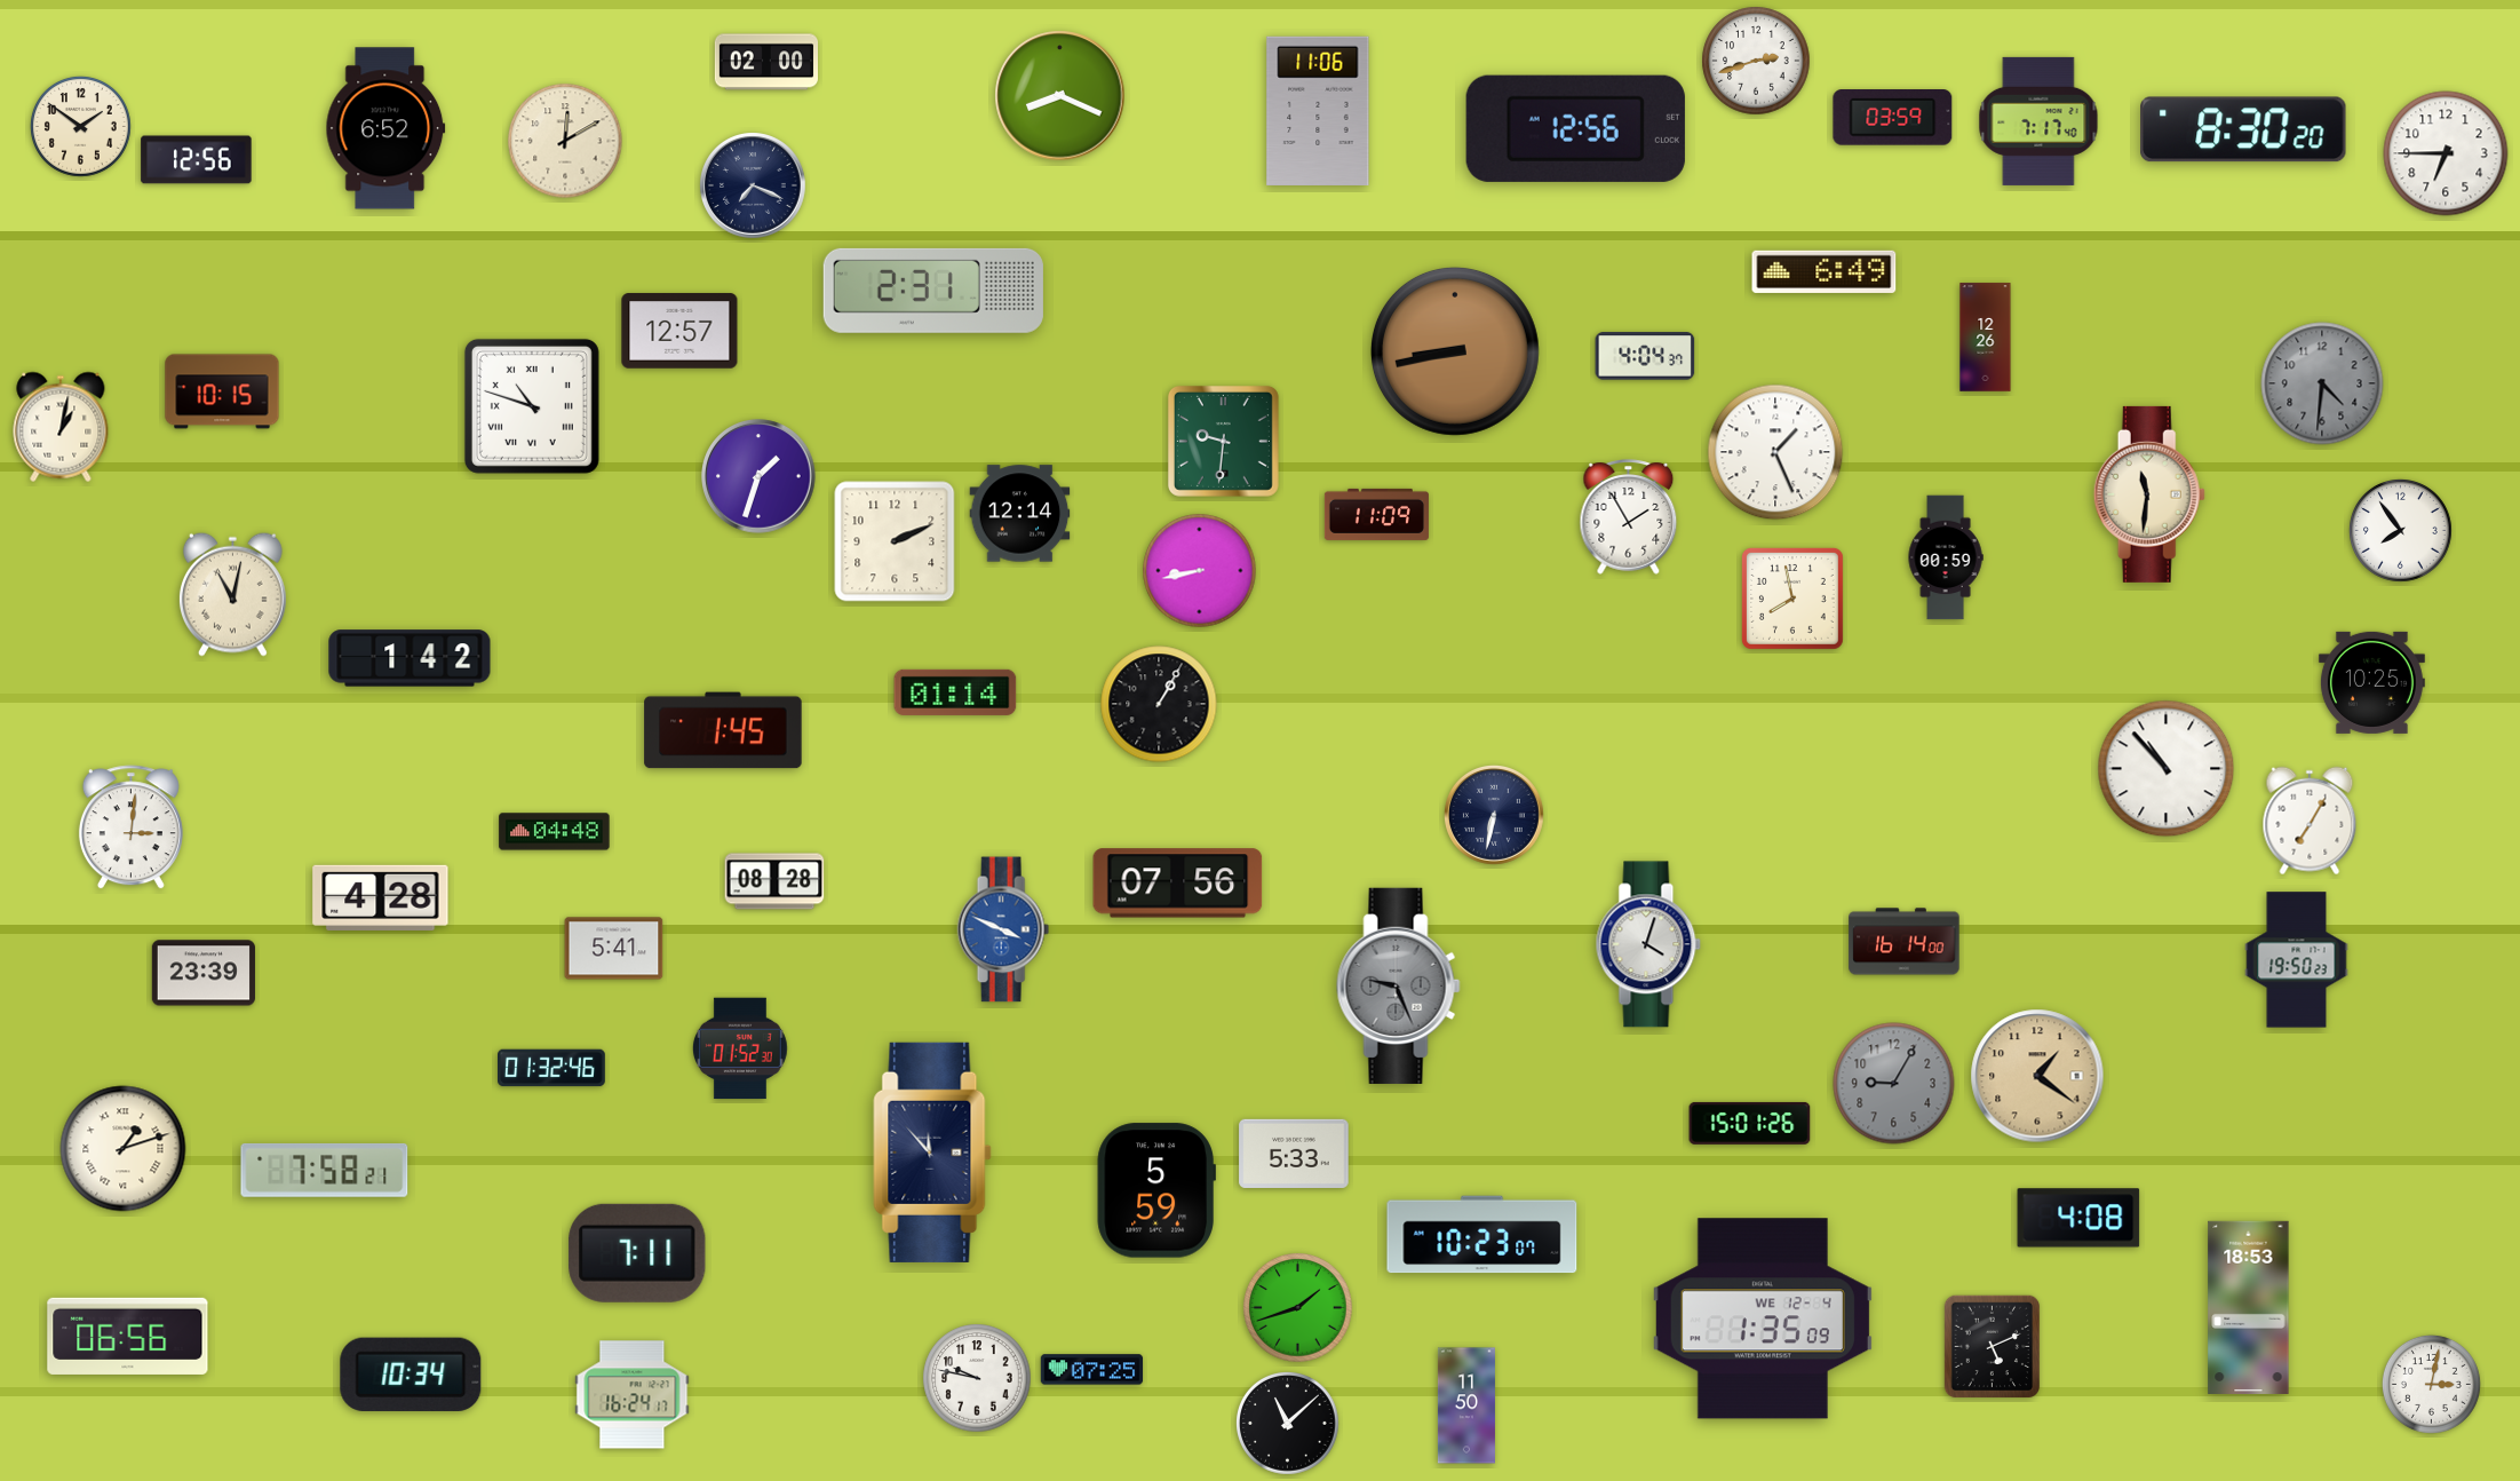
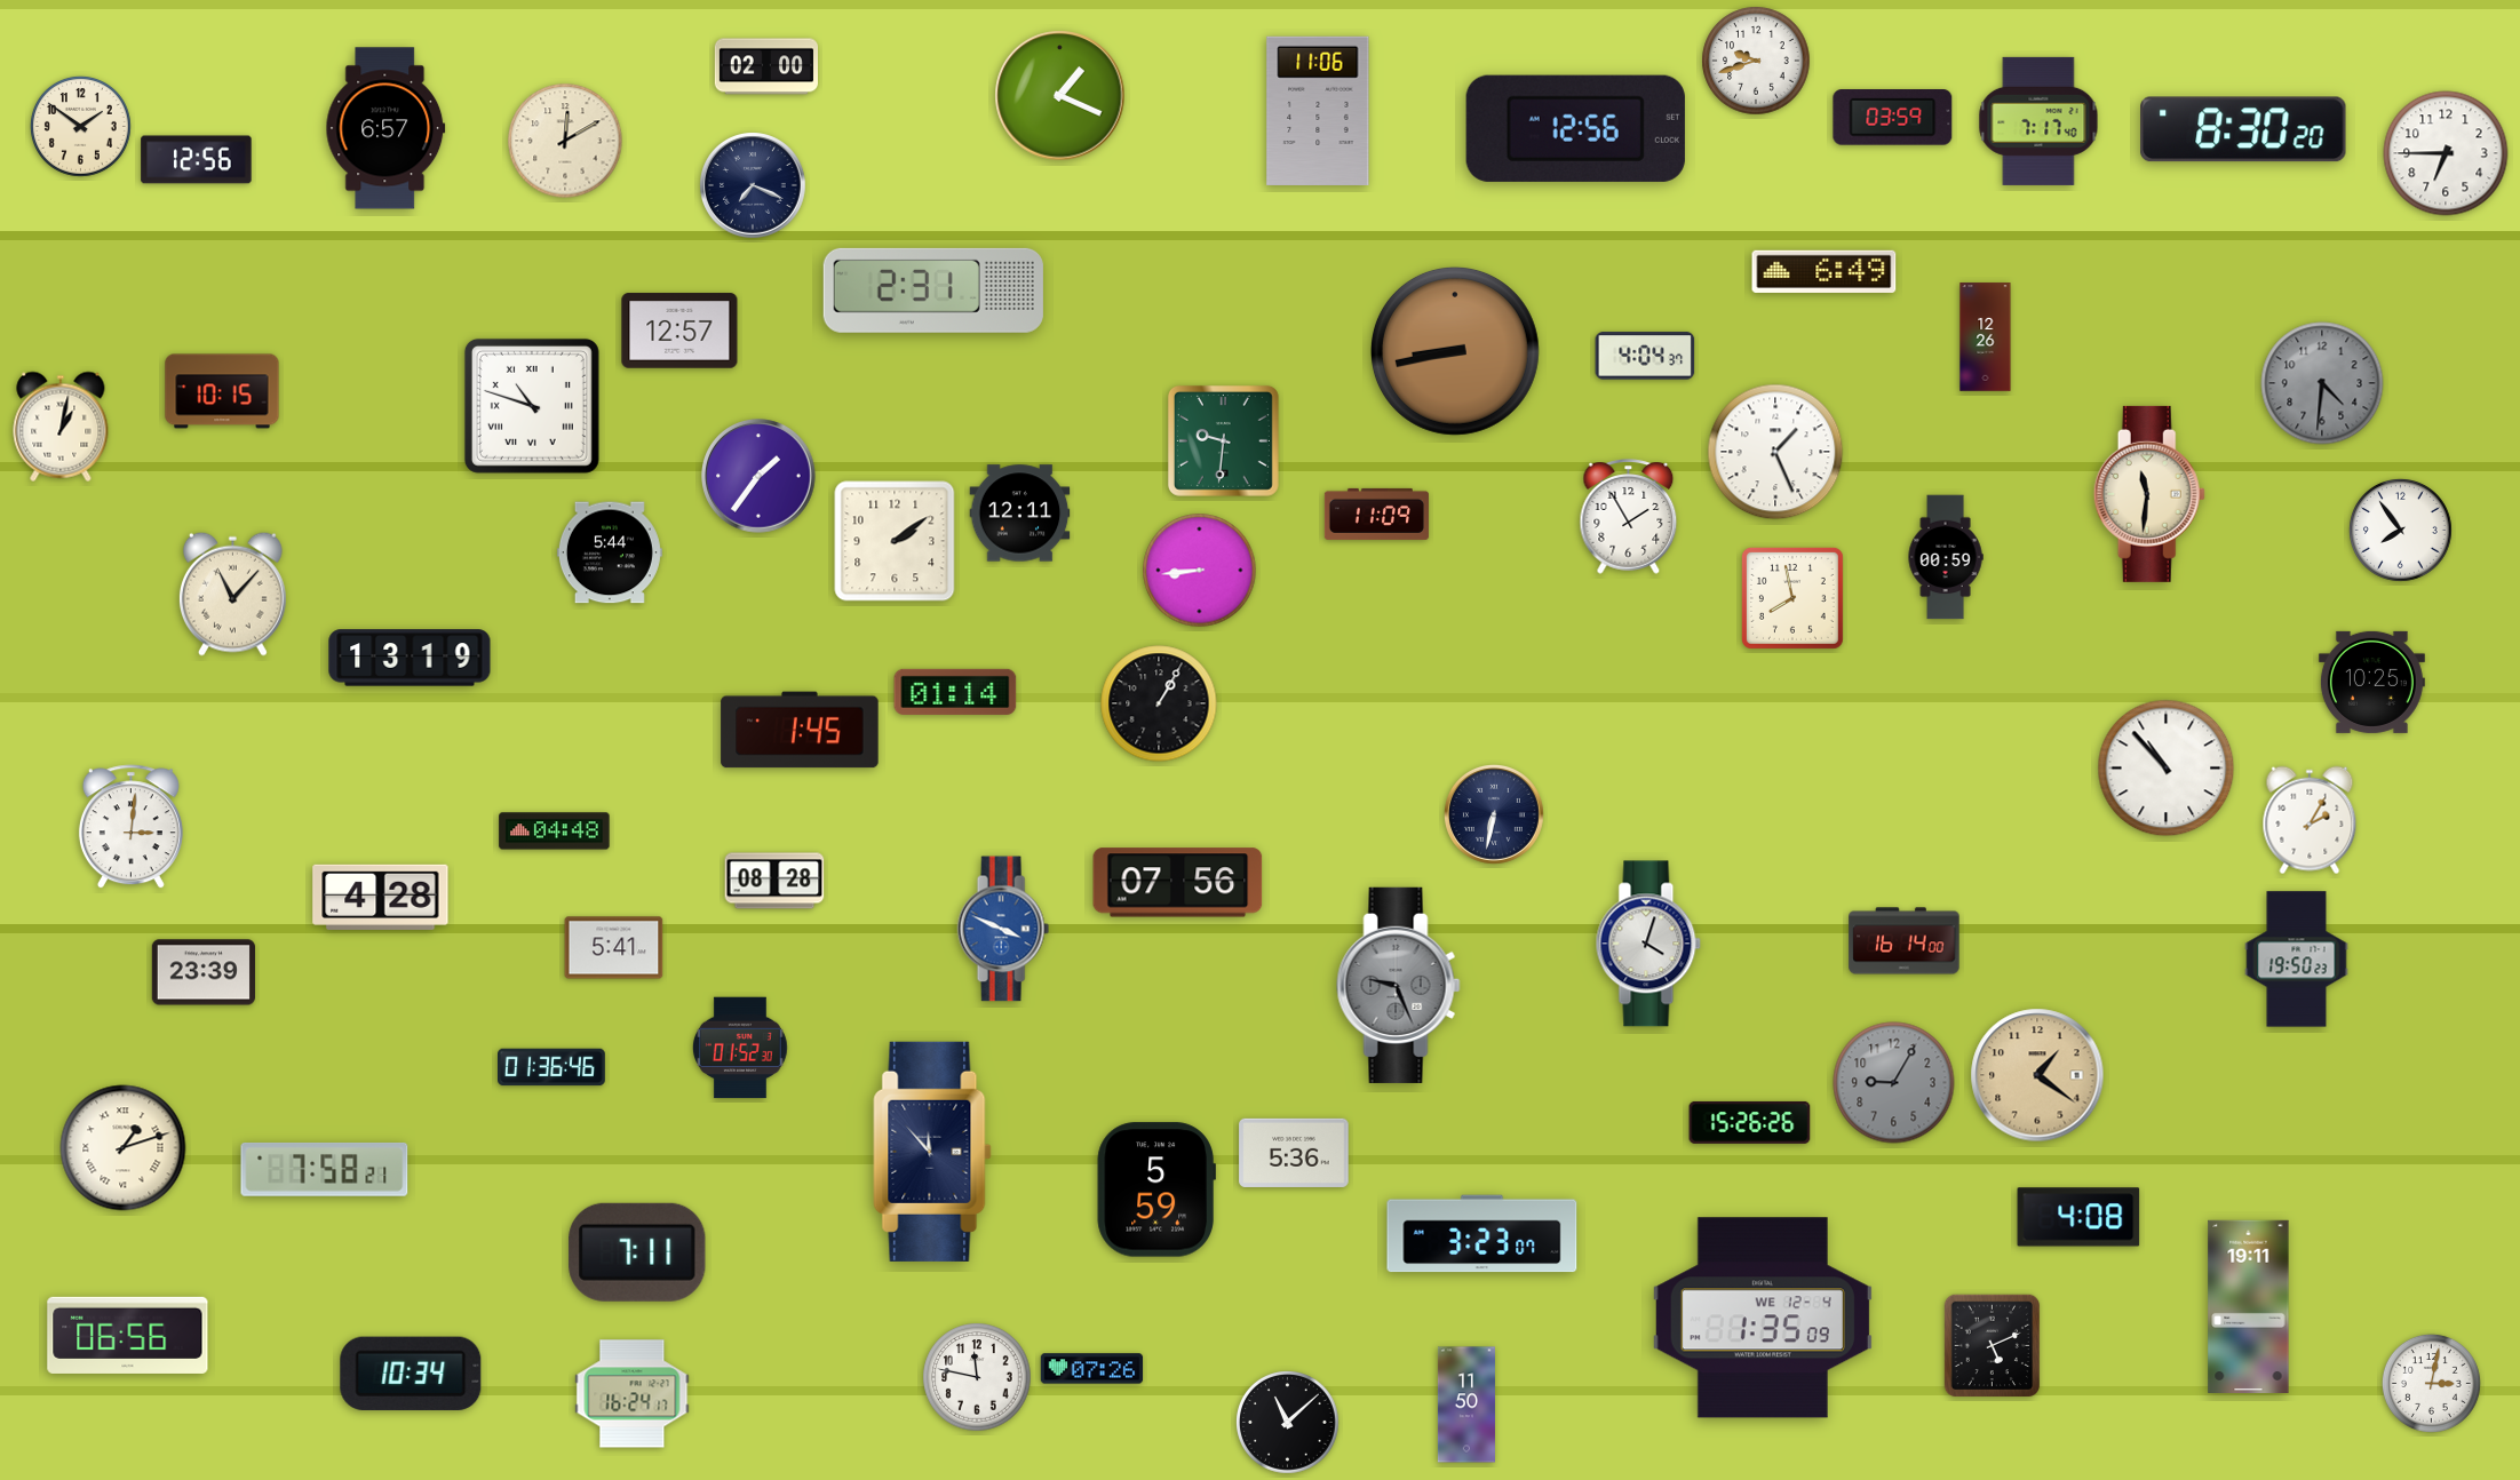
clock at (1756, 61): 2:42 -> 9:42
clock at (765, 62) position: (765, 62) -> (765, 66)
clock at (1060, 96): 8:19 -> 1:19
clock at (385, 128): 6:52 -> 6:57
clock at (758, 476): 1:33 -> 1:36
clock at (1020, 514): 12:14 -> 12:11
clock at (895, 541): 2:11 -> 2:09
clock at (610, 552): none -> 5:44
clock at (1200, 571): 8:43 -> 8:44
clock at (232, 594): 11:02 -> 11:07
clock at (410, 658): 1:42 -> 13:19
clock at (723, 730) position: (723, 730) -> (800, 730)
clock at (2310, 821): 7:05 -> 2:05
clock at (553, 1068): 01:32 -> 01:36
clock at (1750, 1123): 15:01 -> 15:26
clock at (1294, 1154): 5:33 -> 5:36
clock at (1482, 1235): 10:23 -> 3:23
clock at (2249, 1307): 18:53 -> 19:11
clock at (1298, 1308): 1:42 -> none
clock at (1092, 1370): 07:25 -> 07:26
clock at (977, 1378): 9:47 -> 11:47
